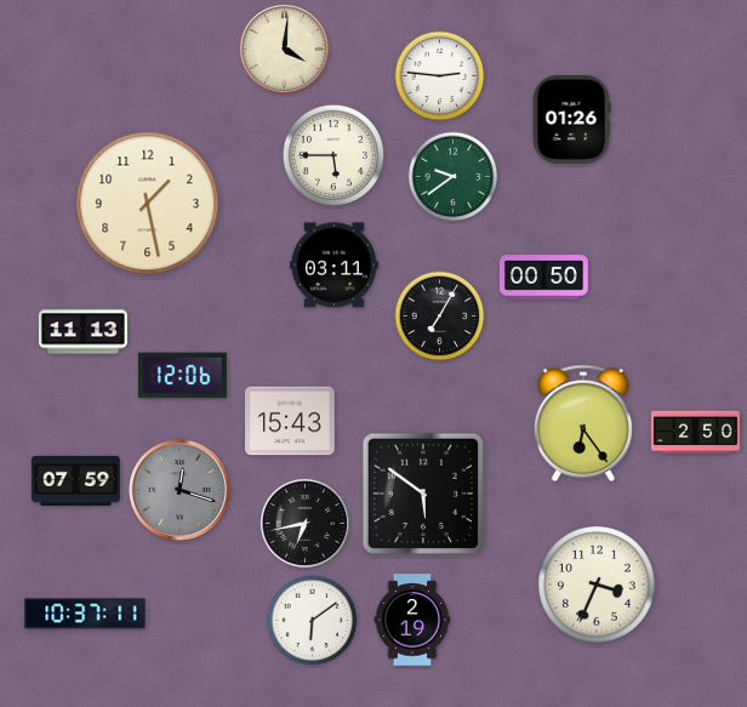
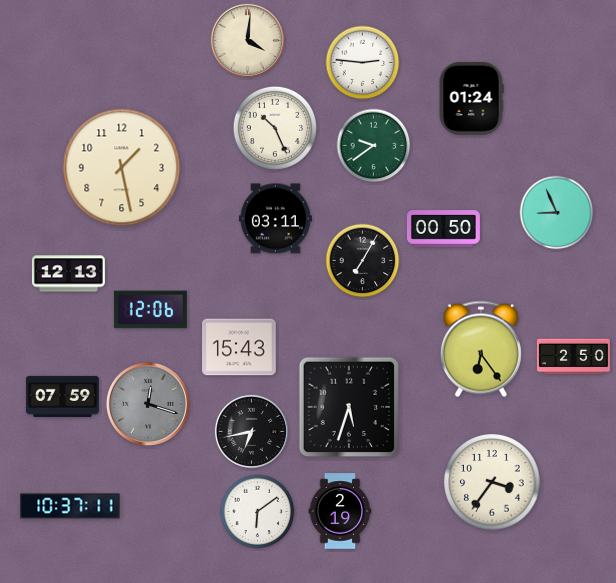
clock at (284, 49) position: (284, 49) -> (247, 40)
clock at (571, 119): 01:26 -> 01:24
clock at (333, 155): 5:45 -> 10:26
clock at (557, 213): none -> 8:56
clock at (543, 278) position: (543, 278) -> (443, 229)
clock at (82, 332): 11:13 -> 12:13
clock at (423, 494): 5:51 -> 5:33
clock at (597, 585): 3:34 -> 3:36
